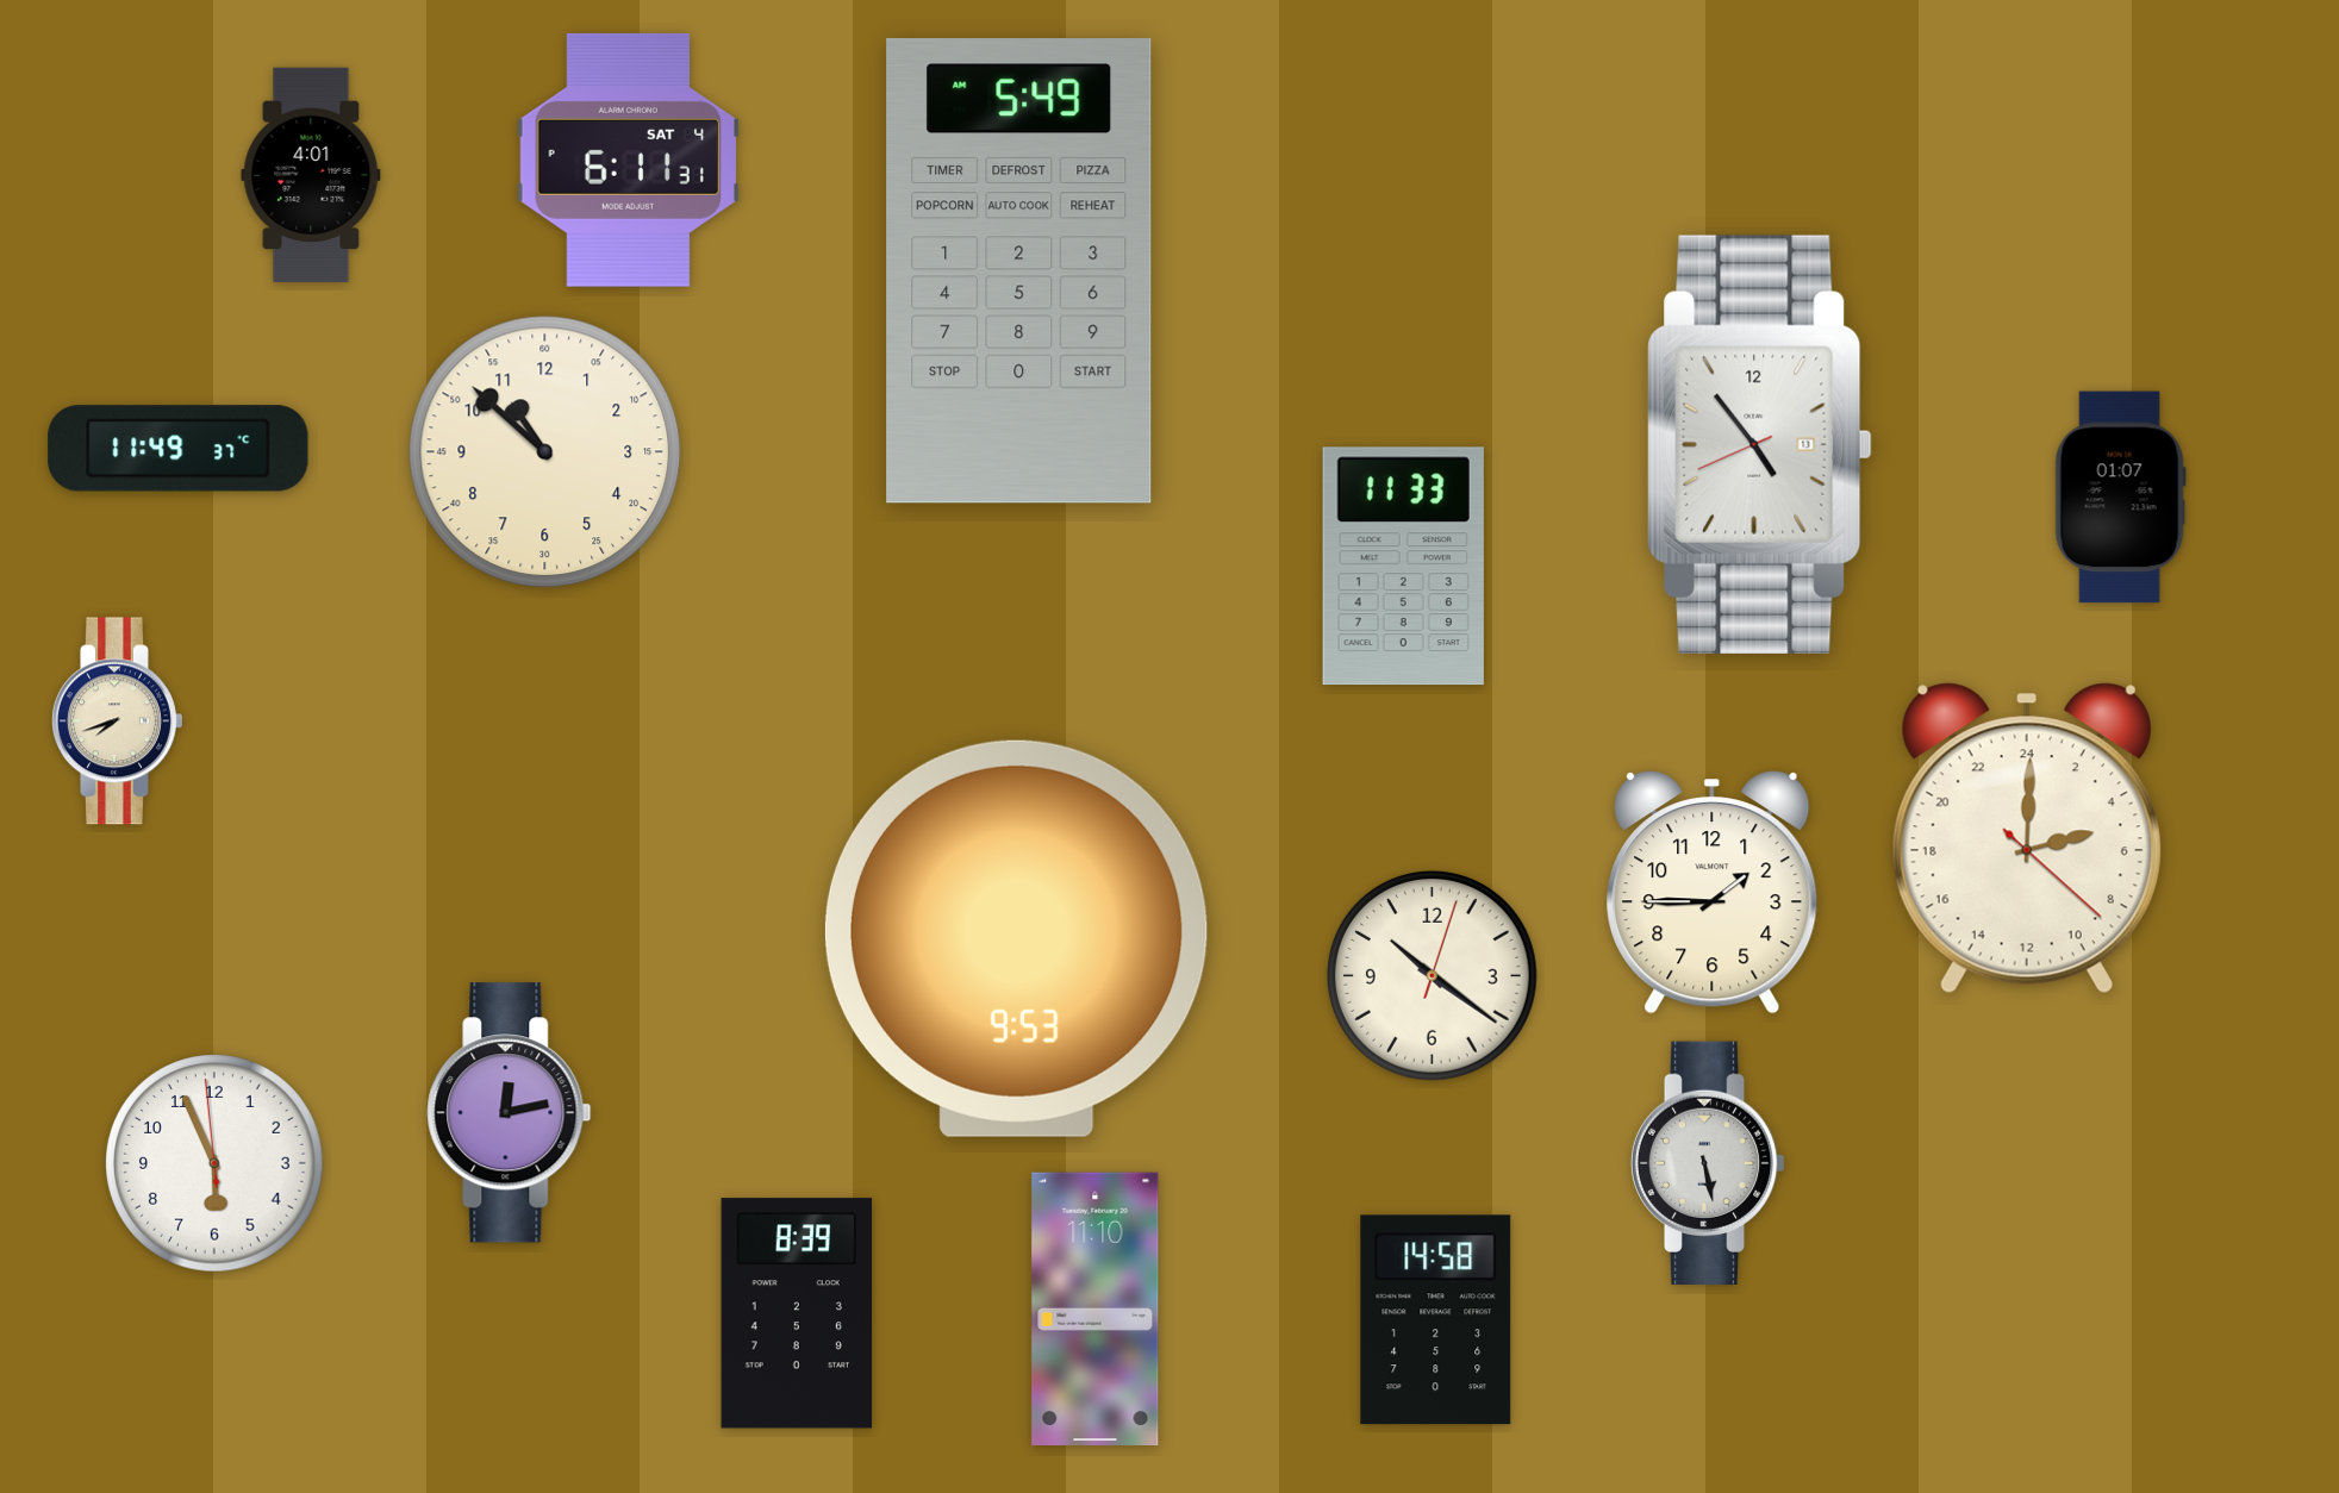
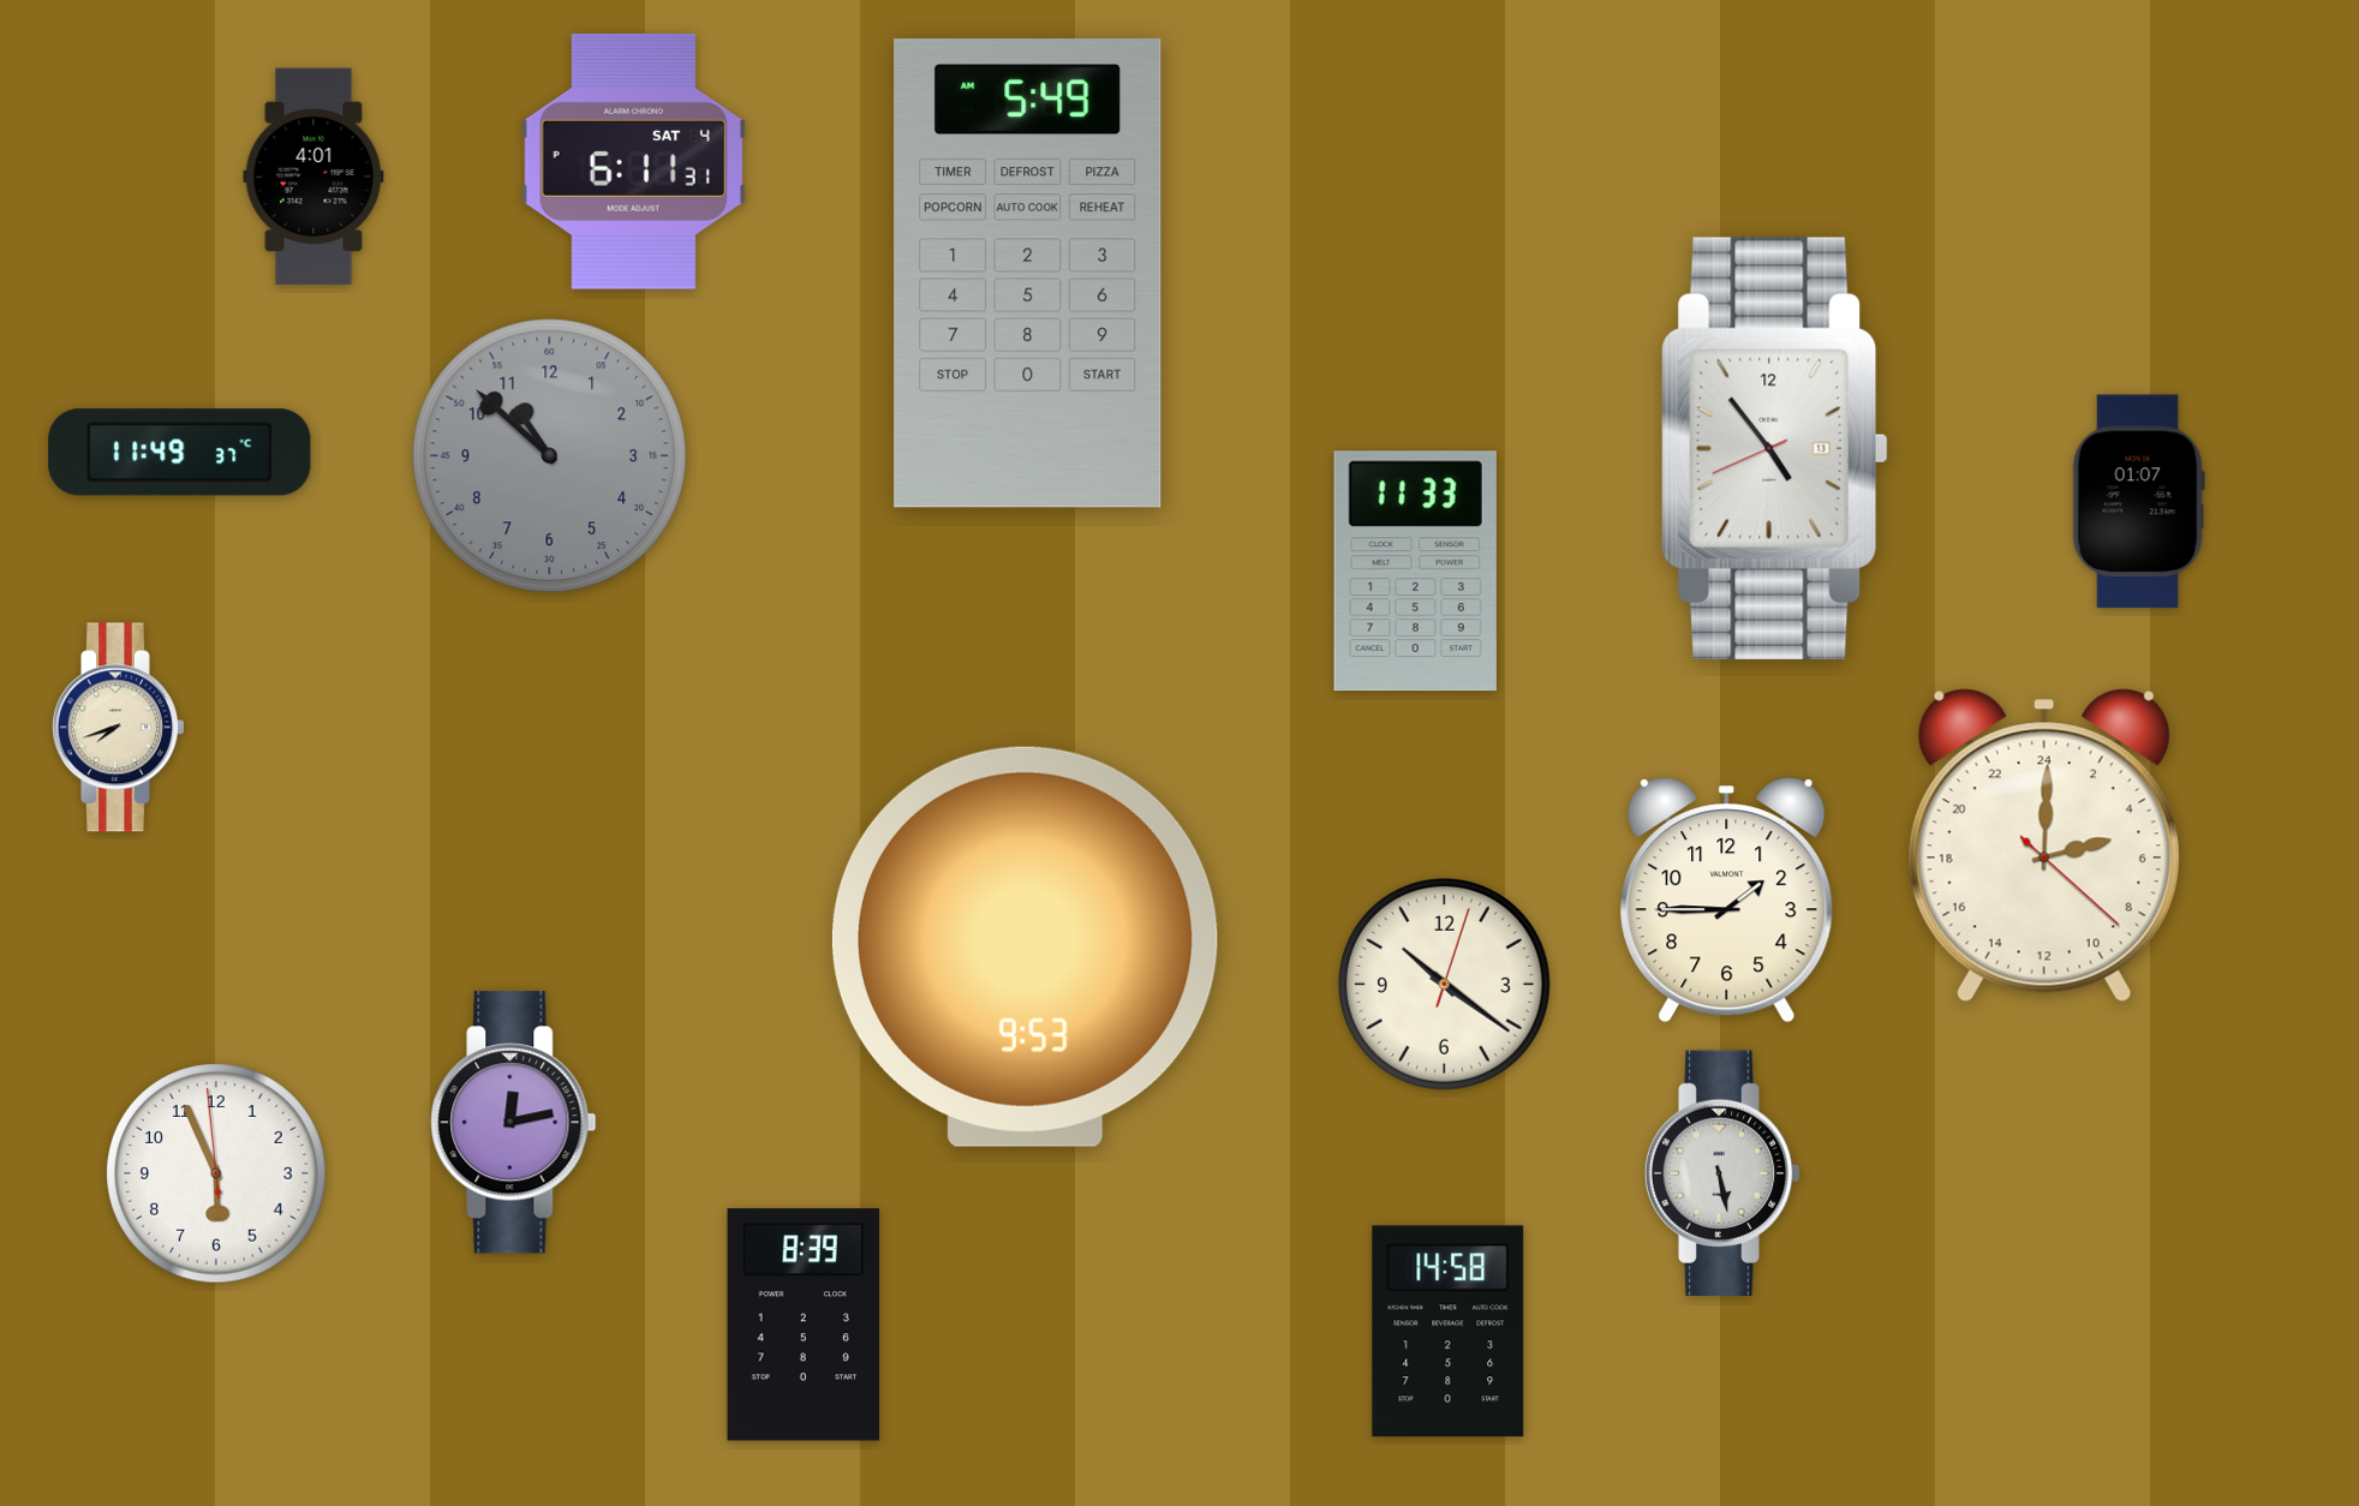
clock at (545, 452) dial: cream -> grey
clock at (1096, 1308): 11:10 -> none
